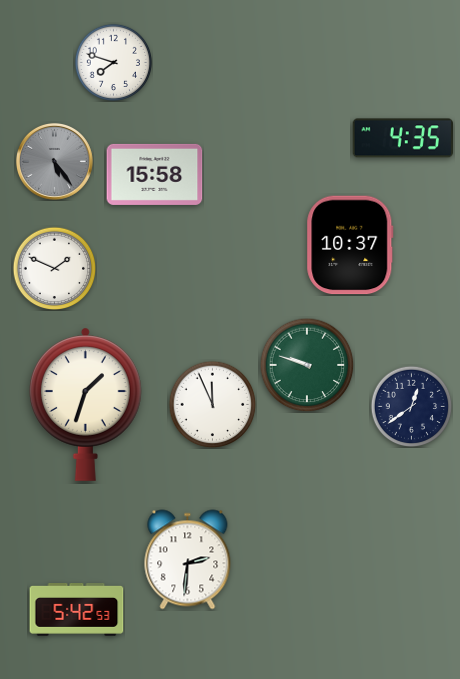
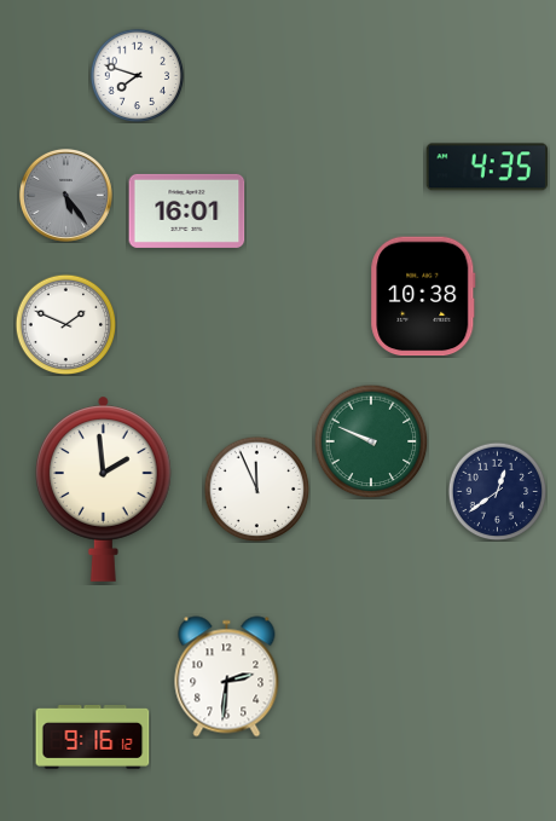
clock at (155, 174): 15:58 -> 16:01
clock at (350, 245): 10:37 -> 10:38
clock at (307, 365): 9:48 -> 9:49
clock at (85, 404): 1:33 -> 1:59
clock at (77, 610): 5:42 -> 9:16
